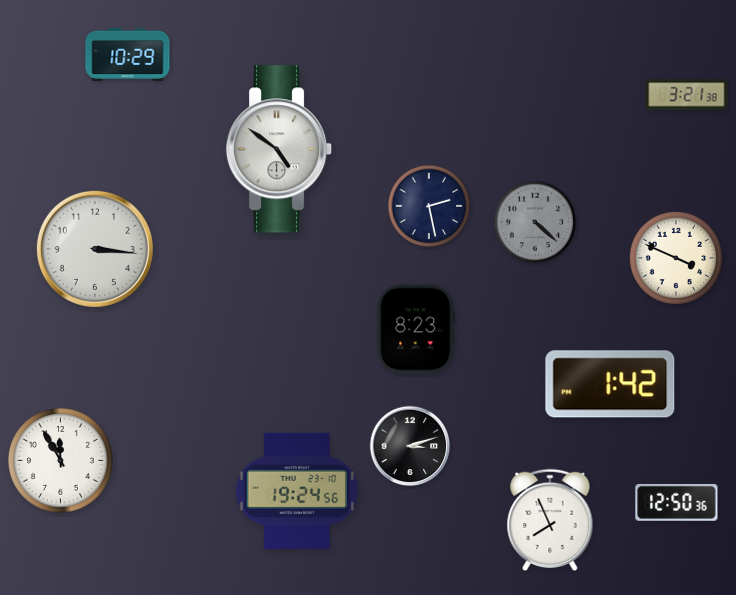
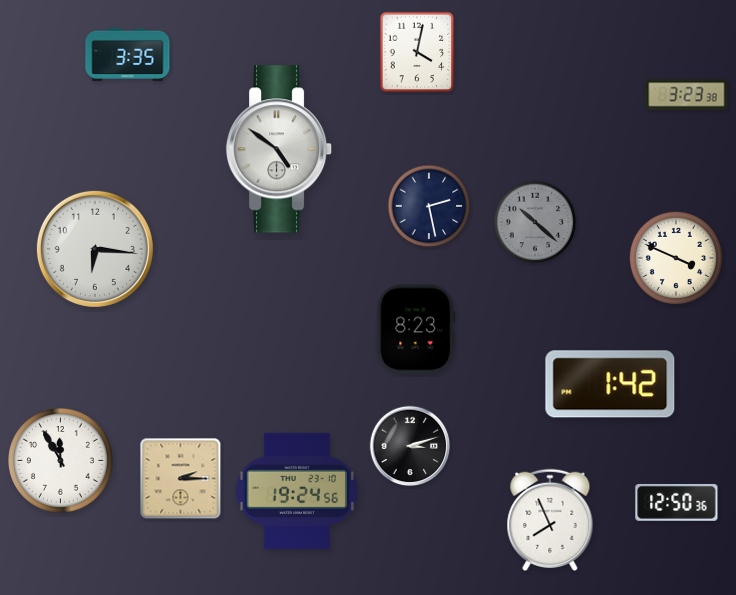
clock at (417, 52): none -> 4:02
clock at (128, 54): 10:29 -> 3:35
clock at (687, 95): 3:21 -> 3:23
clock at (535, 222): 4:22 -> 10:22
clock at (95, 249): 3:16 -> 6:16
clock at (181, 479): none -> 2:15
